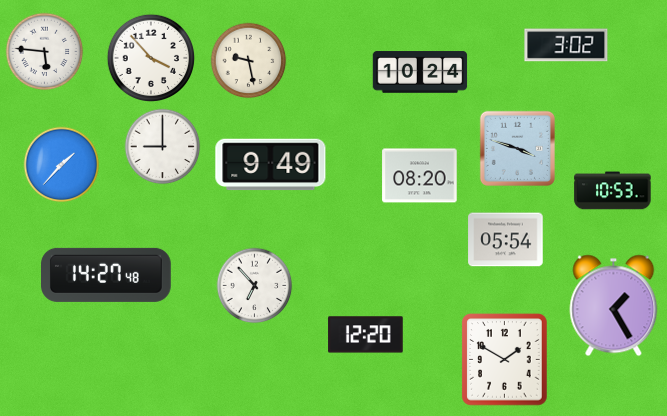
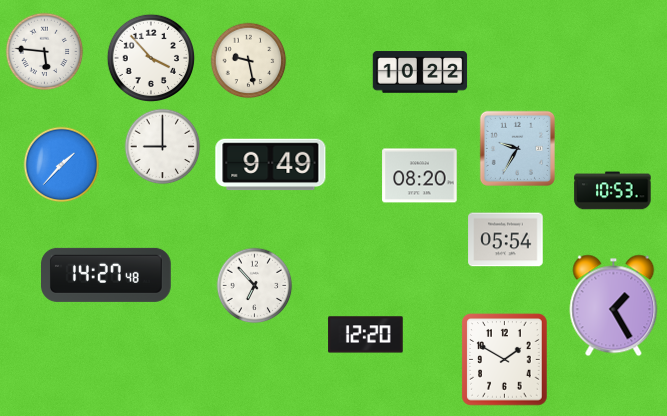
clock at (566, 45): 3:02 -> none
clock at (420, 72): 10:24 -> 10:22
clock at (517, 148): 3:48 -> 9:35
